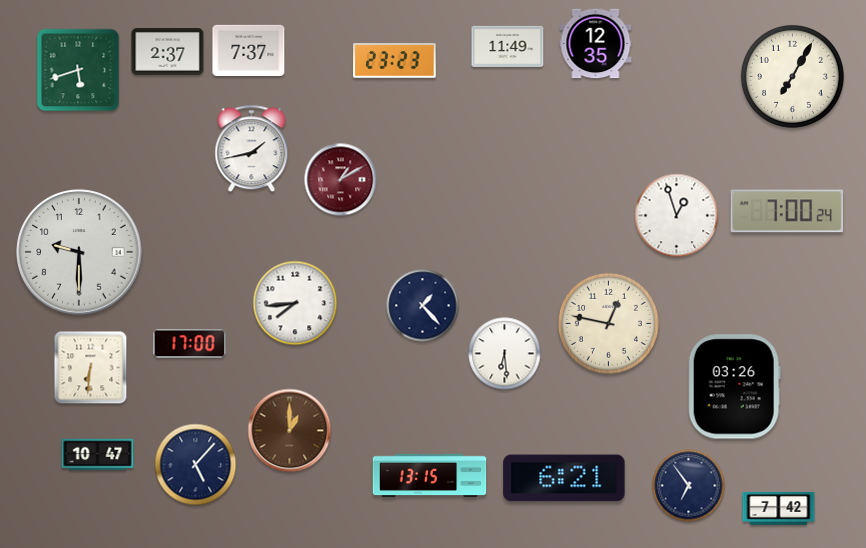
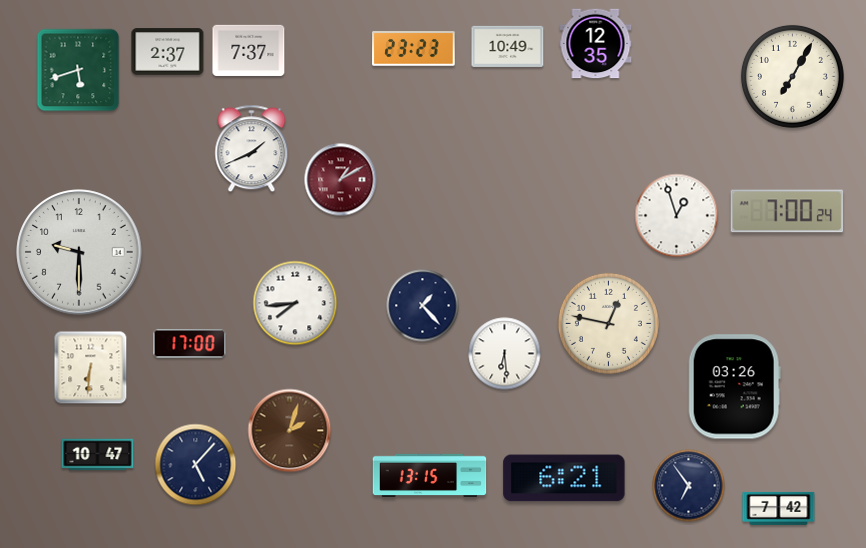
clock at (508, 46): 11:49 -> 10:49
clock at (395, 61) position: (395, 61) -> (414, 49)
clock at (252, 149): 1:43 -> 1:41
clock at (290, 431): 1:00 -> 2:03
